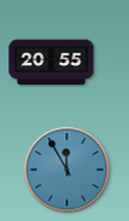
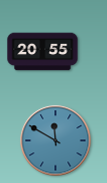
clock at (68, 170): 11:55 -> 11:50
